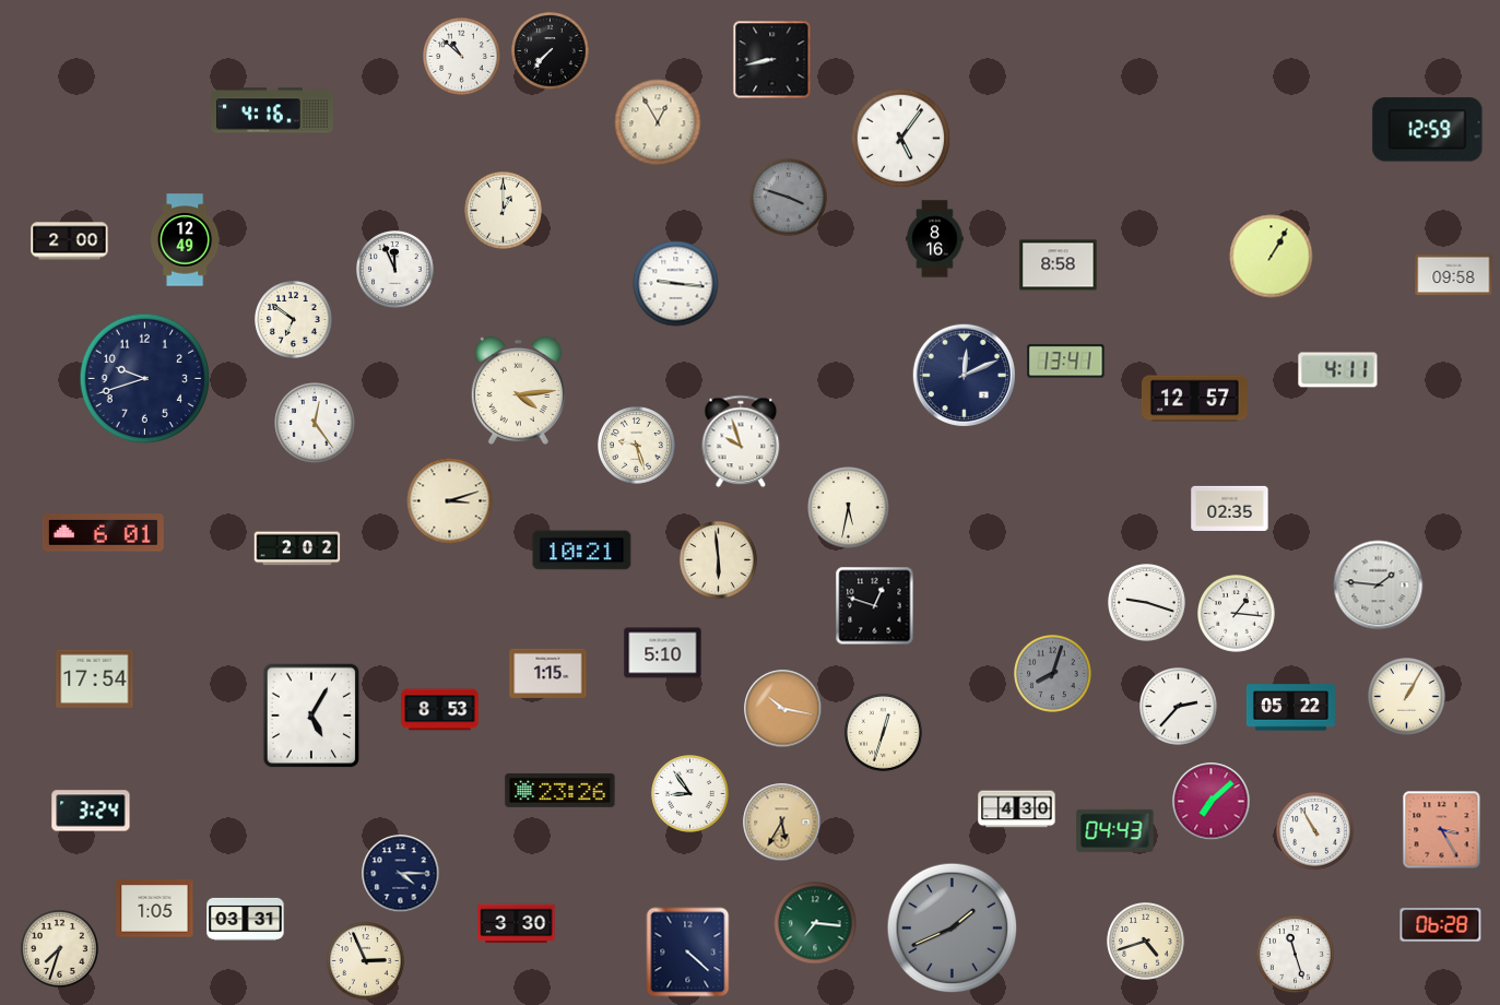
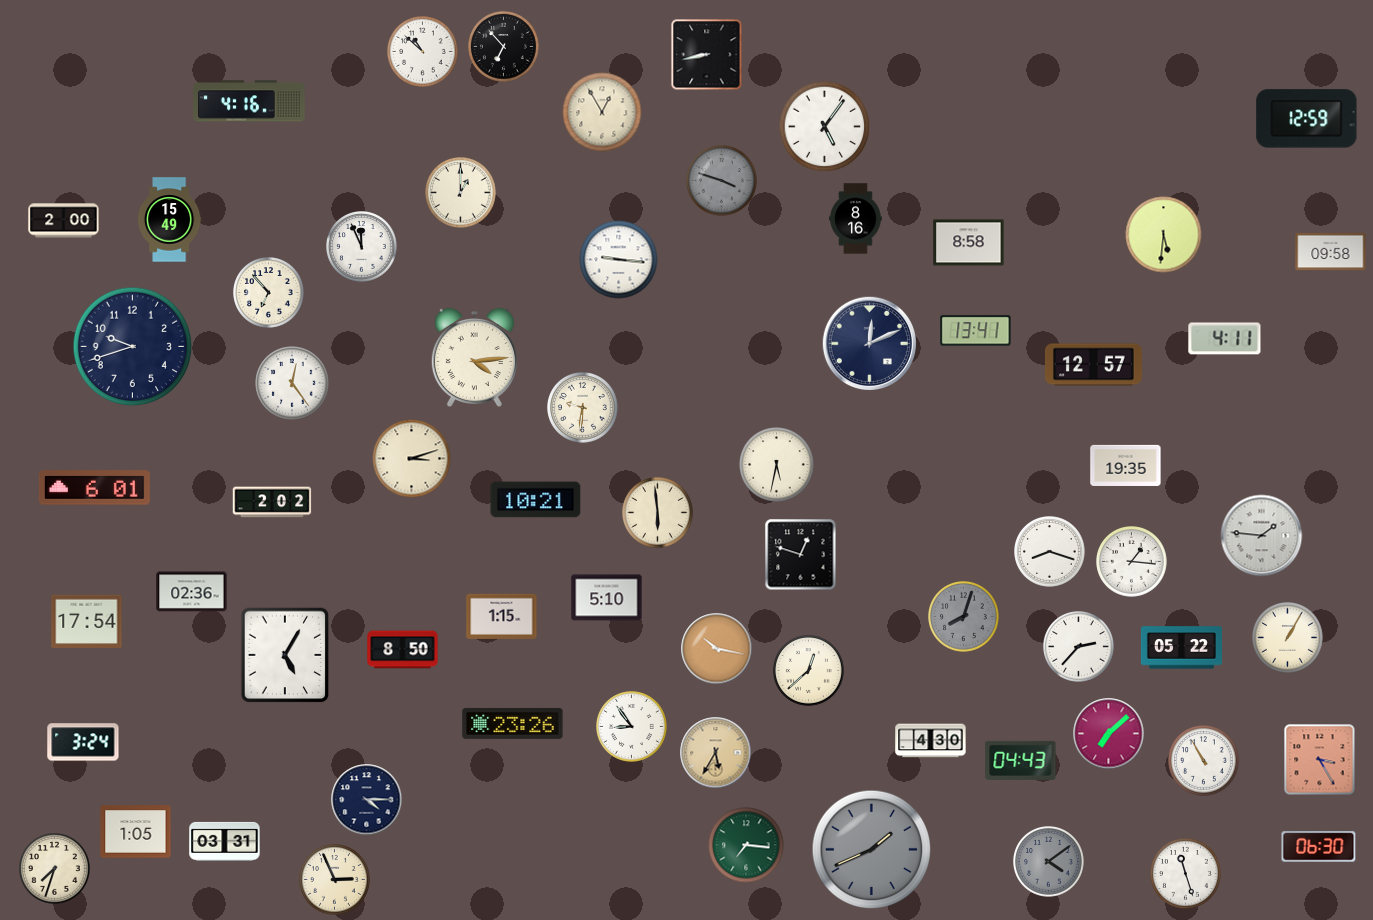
clock at (551, 51): 7:37 -> 6:53
clock at (185, 240): 12:49 -> 15:49
clock at (1272, 257): 1:05 -> 5:31
clock at (294, 320): 6:51 -> 6:53
clock at (964, 375) position: (964, 375) -> (869, 343)
clock at (315, 423) position: (315, 423) -> (292, 383)
clock at (741, 441): 9:57 -> none
clock at (637, 446): 9:27 -> 9:31
clock at (1230, 508): 02:35 -> 19:35
clock at (582, 551) position: (582, 551) -> (536, 500)
clock at (1147, 603): 9:18 -> 8:18
clock at (192, 592): none -> 02:36
clock at (440, 710): 8:53 -> 8:50
clock at (884, 733): 12:33 -> 12:38
clock at (155, 909) position: (155, 909) -> (136, 832)
clock at (517, 924): 3:30 -> none
clock at (1441, 925): 06:28 -> 06:30
clock at (1146, 942): 4:42 -> 4:09
clock at (1146, 942) dial: cream -> grey
clock at (688, 953): 4:22 -> none
